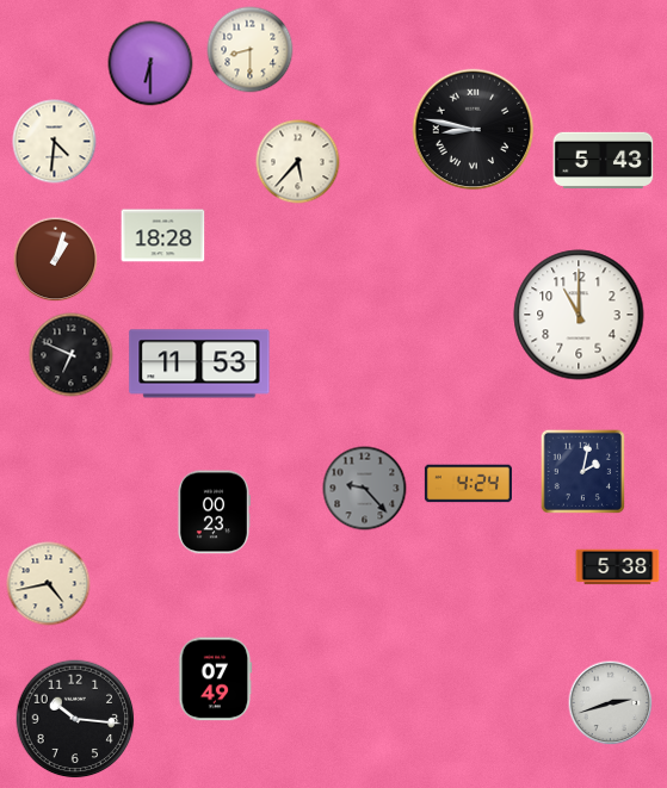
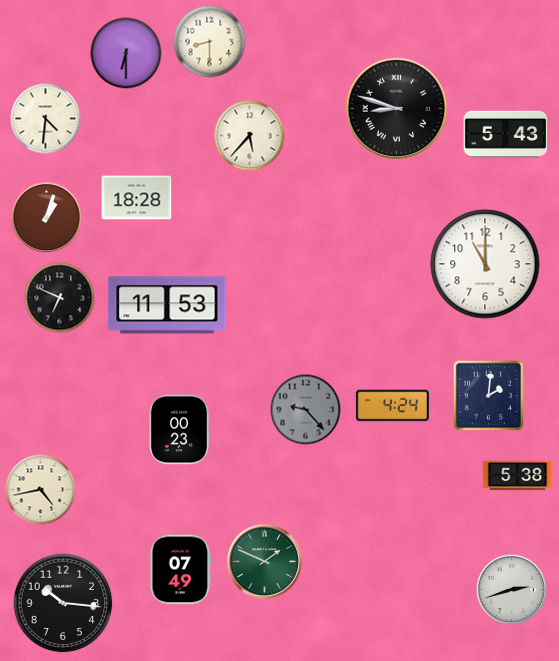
clock at (474, 130): 8:47 -> 8:48
clock at (582, 471): 2:02 -> 2:01
clock at (264, 561): none -> 1:49
